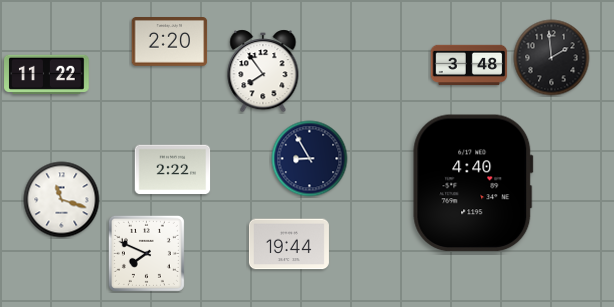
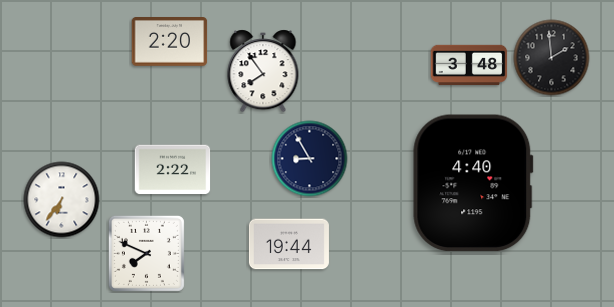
clock at (47, 74): 11:22 -> none
clock at (62, 200): 11:18 -> 6:36
